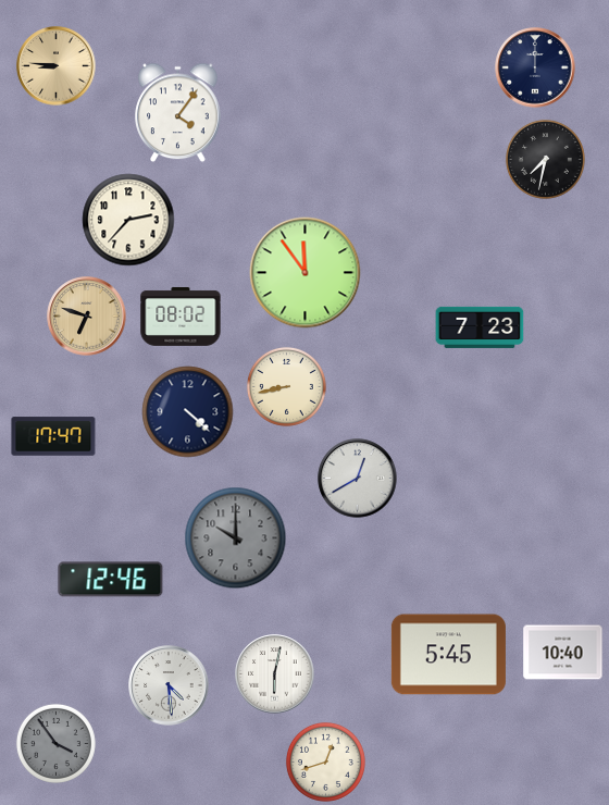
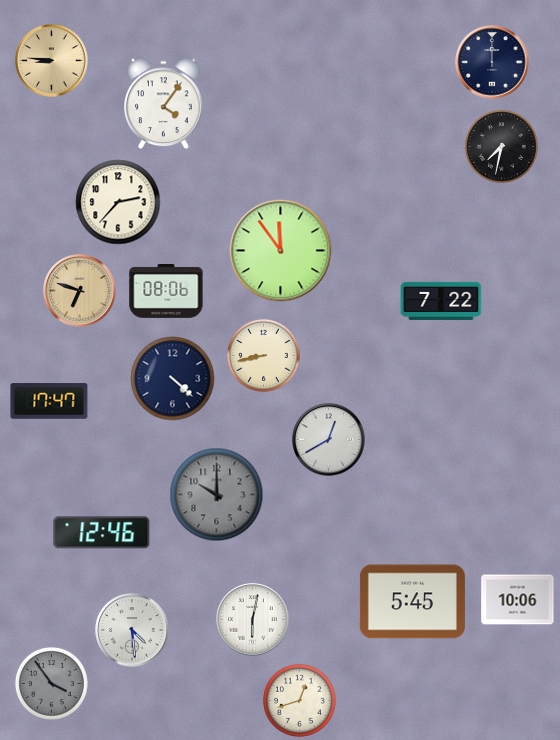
clock at (181, 317): 08:02 -> 08:06
clock at (480, 327): 7:23 -> 7:22
clock at (563, 653): 10:40 -> 10:06
clock at (169, 685) position: (169, 685) -> (132, 630)
